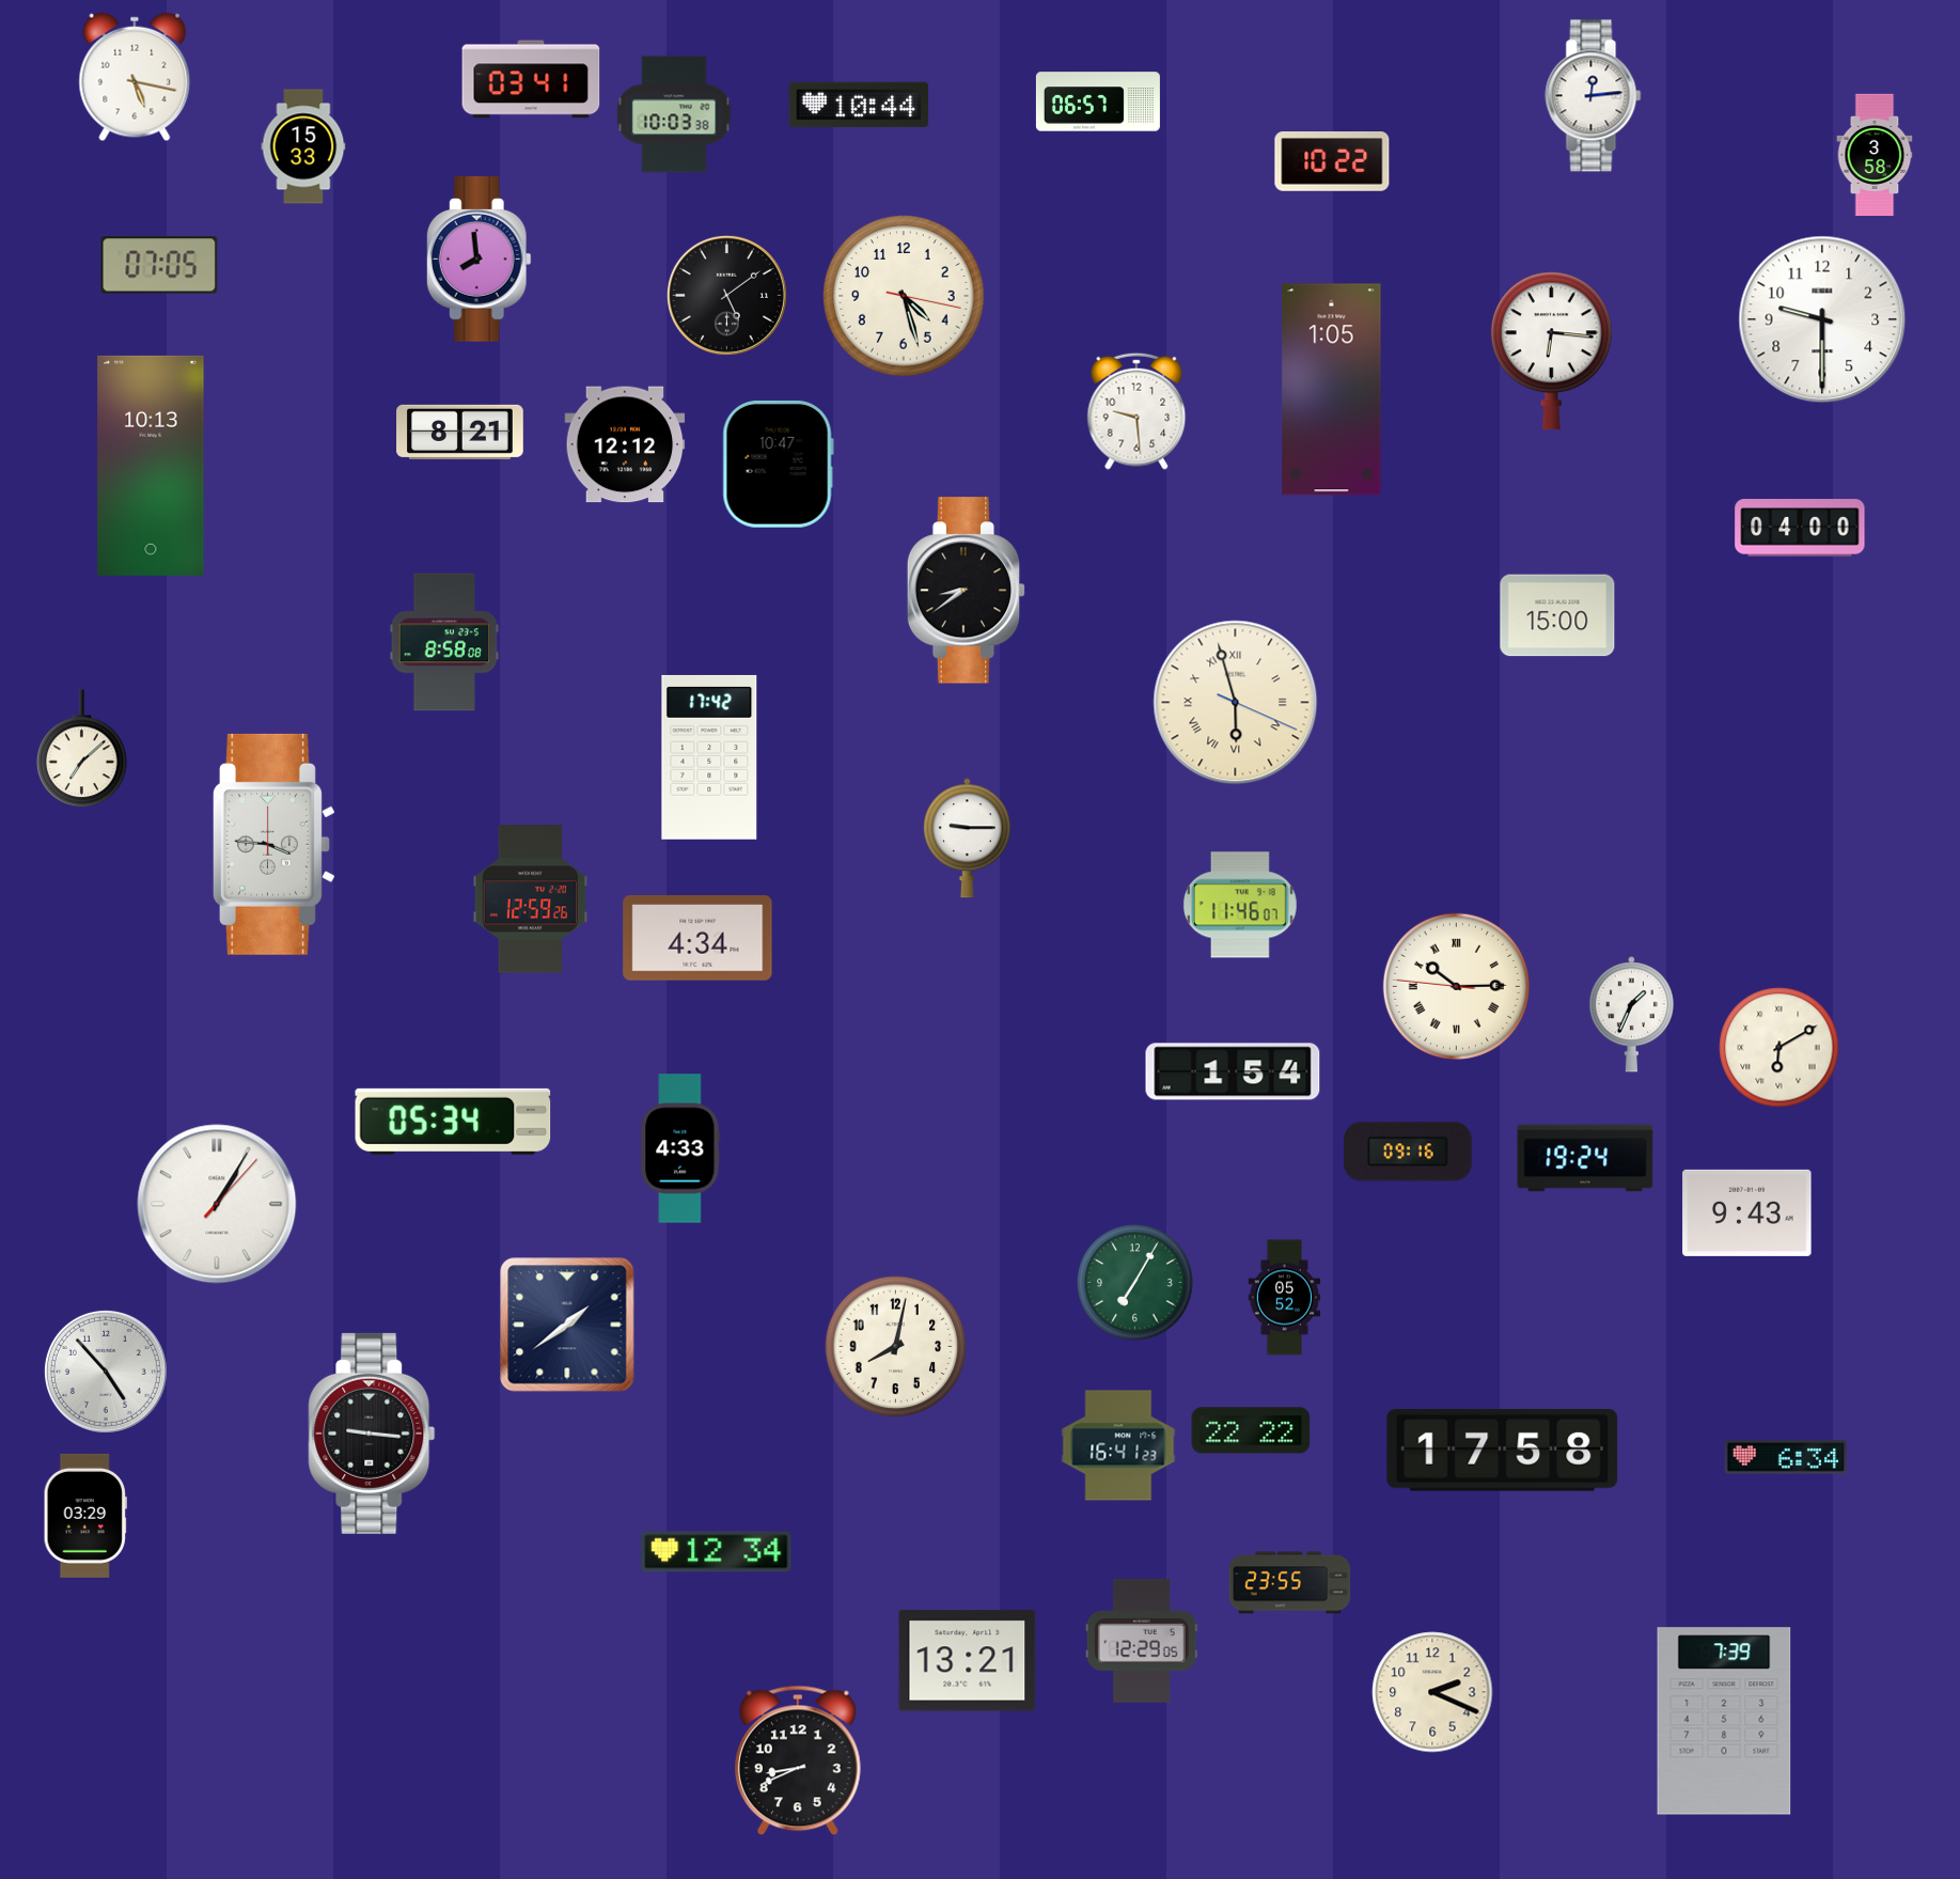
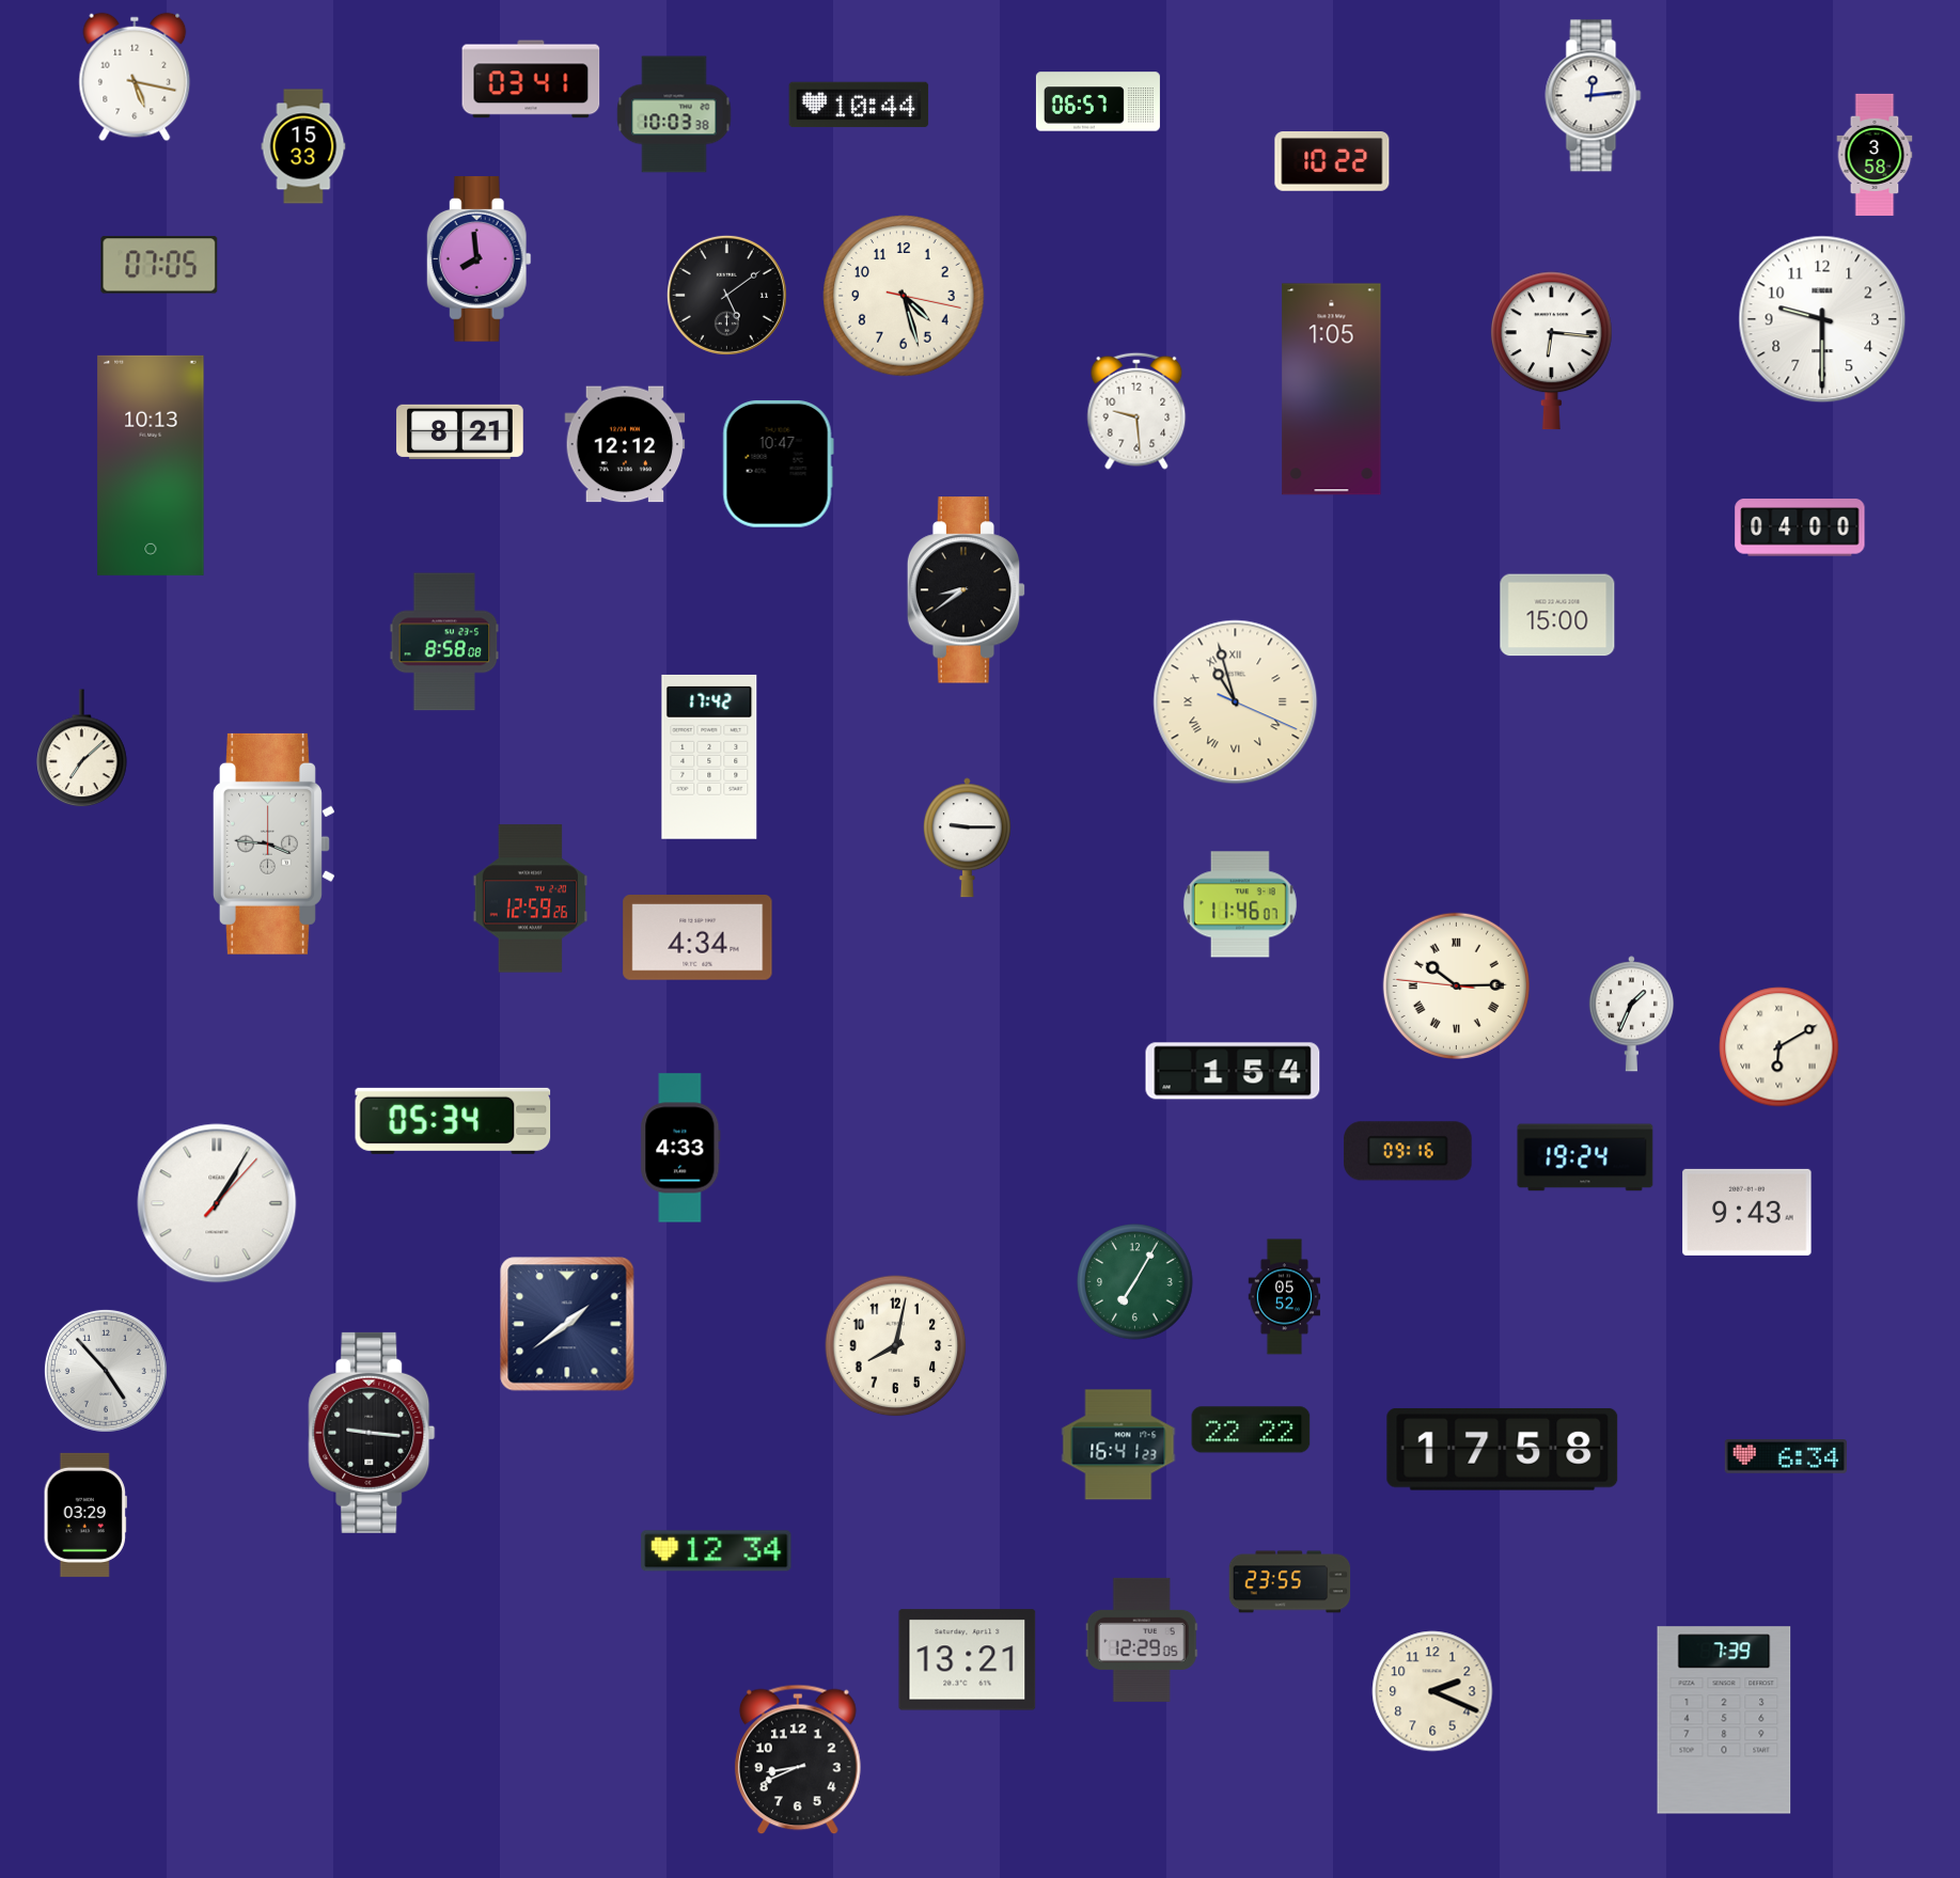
clock at (1236, 703): 5:57 -> 10:57
